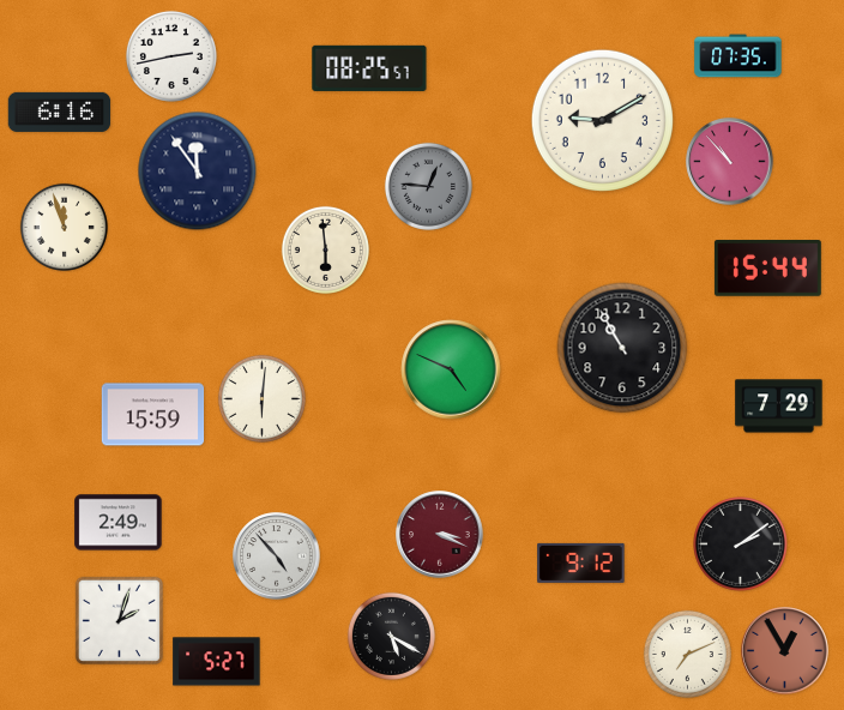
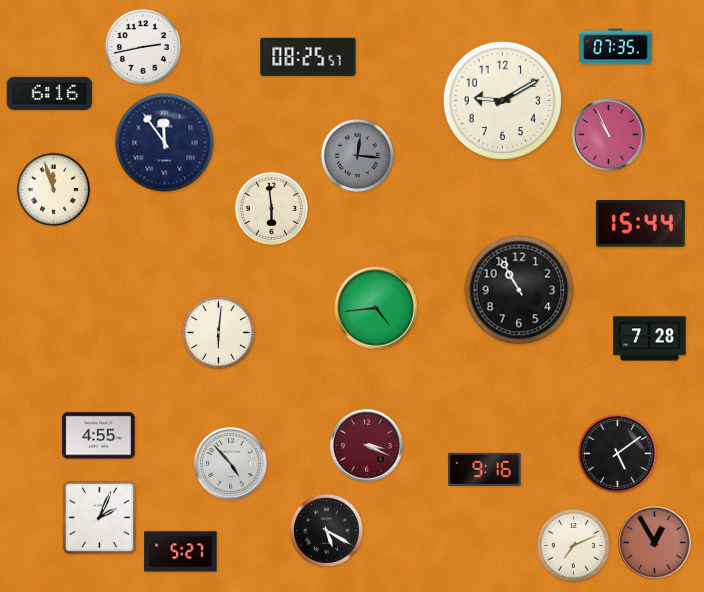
clock at (730, 162): 10:53 -> 10:56
clock at (428, 186): 12:46 -> 12:16
clock at (451, 369): 4:49 -> 4:44
clock at (779, 407): 7:29 -> 7:28
clock at (153, 415): 15:59 -> none
clock at (119, 523): 2:49 -> 4:55
clock at (741, 544): 2:09 -> 5:09
clock at (581, 562): 9:12 -> 9:16
clock at (119, 620): 2:03 -> 2:04
